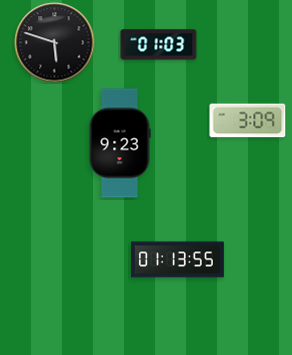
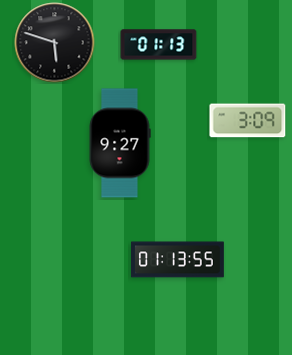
clock at (159, 45): 01:03 -> 01:13
clock at (120, 143): 9:23 -> 9:27
